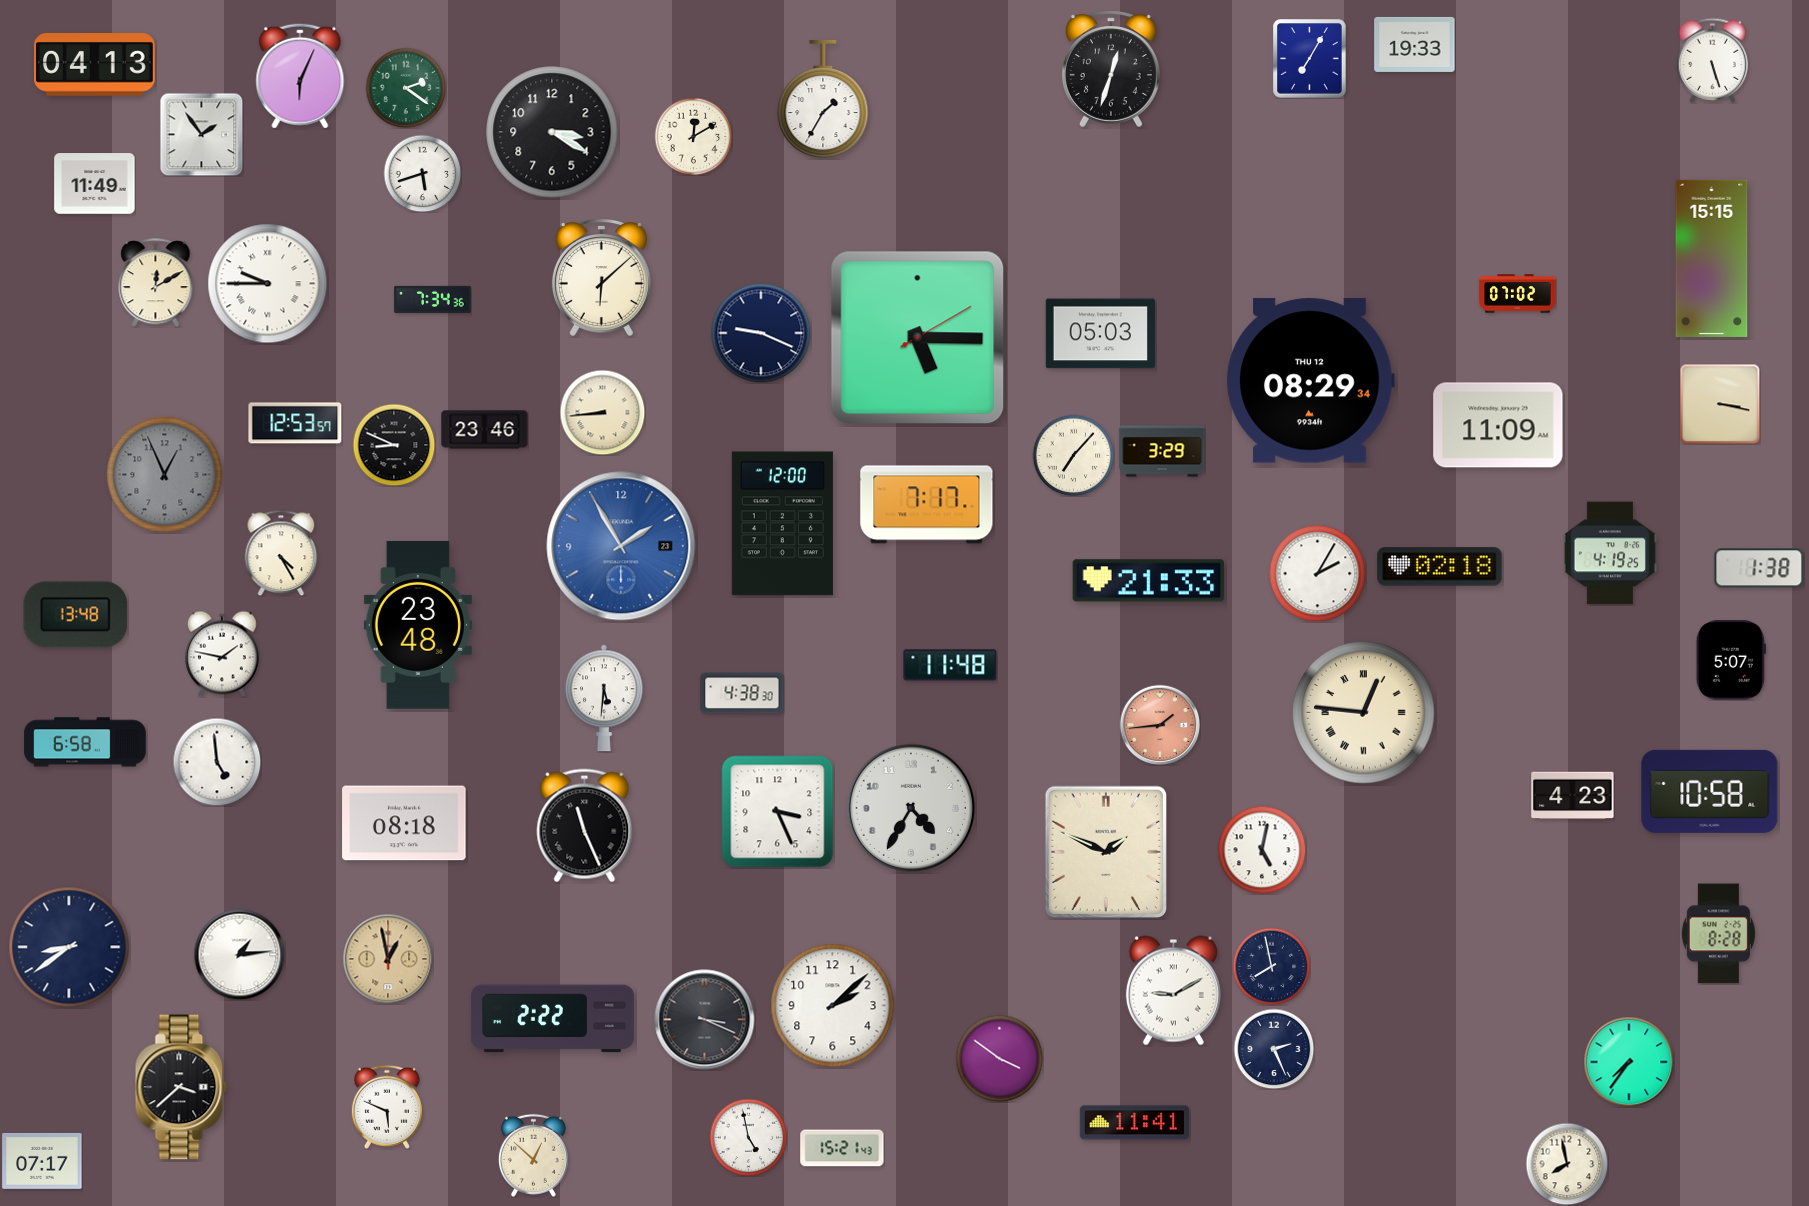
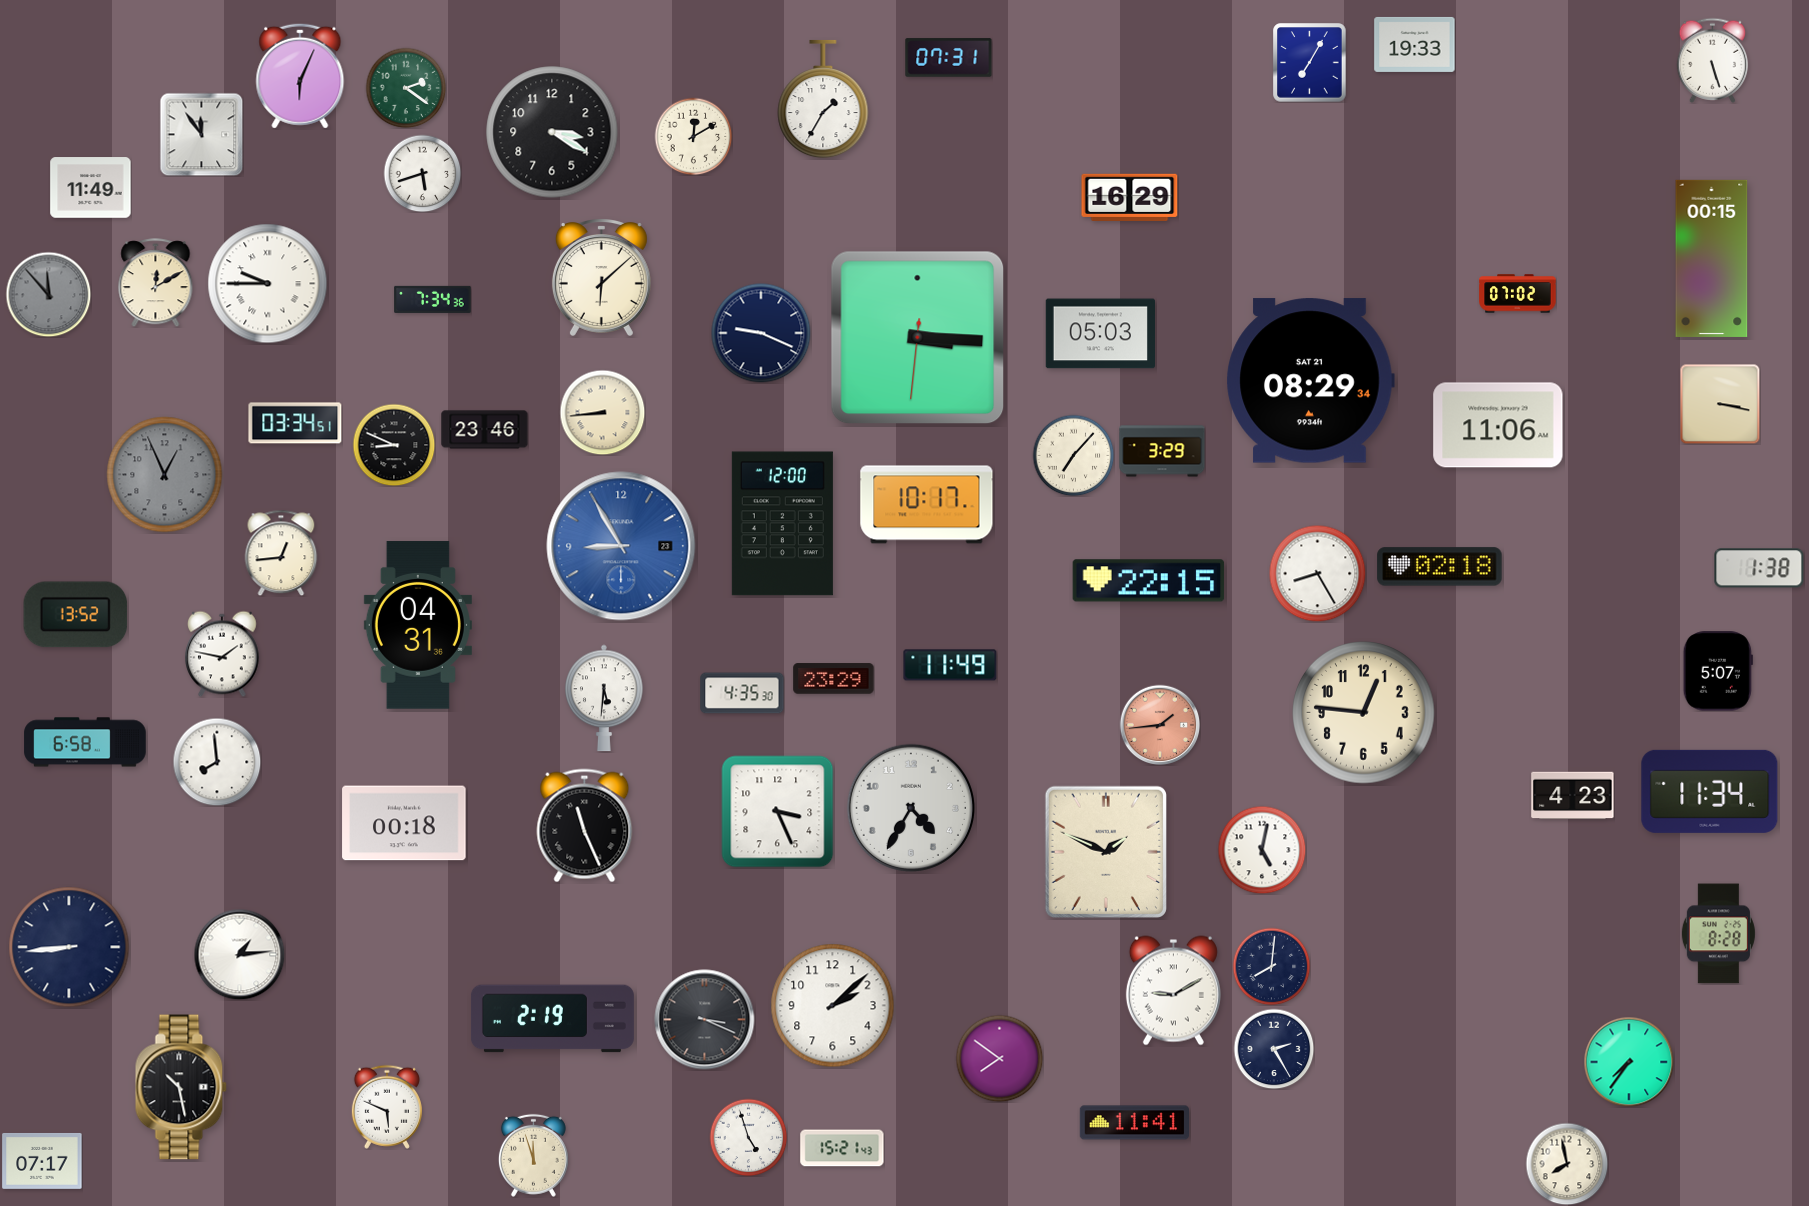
clock at (949, 58): none -> 07:31
clock at (1310, 59) position: (1310, 59) -> (1310, 63)
clock at (95, 65): 04:13 -> none
clock at (1111, 69): 12:33 -> none
clock at (201, 134): 1:54 -> 11:54
clock at (95, 184) position: (95, 184) -> (91, 188)
clock at (1130, 197): none -> 16:29
clock at (1712, 258): 15:15 -> 00:15
clock at (48, 294): none -> 11:53
clock at (918, 338): 5:15 -> 3:15
clock at (1310, 381) date: THU 12 -> SAT 21
clock at (295, 423): 12:53 -> 03:34
clock at (1498, 425): 11:09 -> 11:06
clock at (927, 505): 7:17 -> 10:17
clock at (621, 546): 1:55 -> 8:55
clock at (281, 553): 4:25 -> 12:44
clock at (1610, 553): 4:19 -> none
clock at (1317, 573): 2:05 -> 8:25
clock at (1149, 581): 21:33 -> 22:15
clock at (76, 615): 13:48 -> 13:52
clock at (418, 625): 23:48 -> 04:31
clock at (1731, 660) position: (1731, 660) -> (1718, 671)
clock at (950, 665): 11:48 -> 11:49
clock at (834, 679): none -> 23:29
clock at (742, 693): 4:38 -> 4:35
clock at (1364, 713) numerals: Roman -> Arabic
clock at (217, 762): 4:59 -> 7:59
clock at (1710, 791): 10:58 -> 11:34
clock at (404, 823): 08:18 -> 00:18
clock at (69, 947): 8:39 -> 8:44
clock at (388, 959): 12:58 -> none
clock at (1271, 966): 7:58 -> 8:01
clock at (552, 1019): 2:22 -> 2:19
clock at (1274, 1049): 2:26 -> 2:25
clock at (999, 1058): 3:51 -> 7:51
clock at (181, 1087): 3:38 -> 10:28
clock at (748, 1137): 4:58 -> 4:57
clock at (533, 1155): 12:52 -> 11:57
